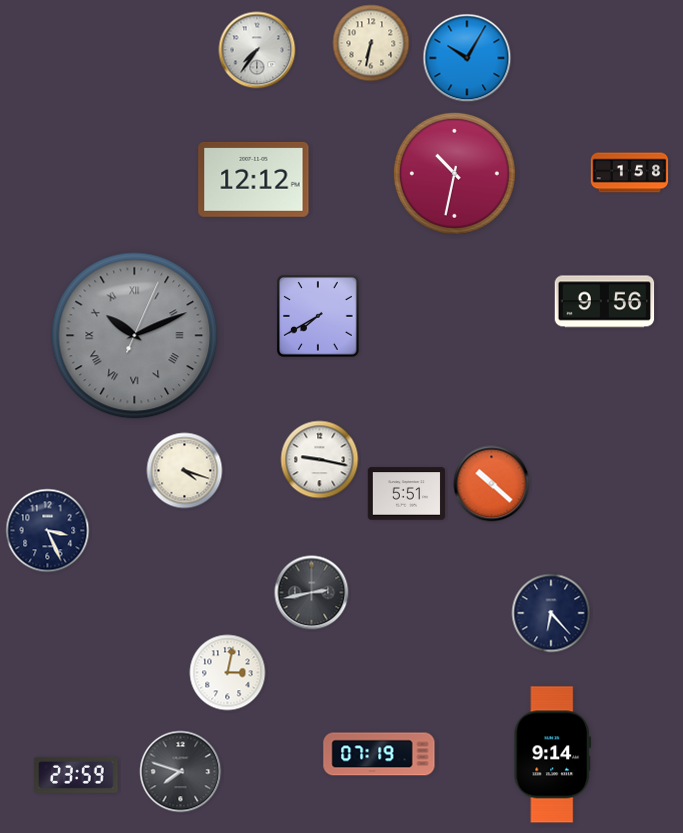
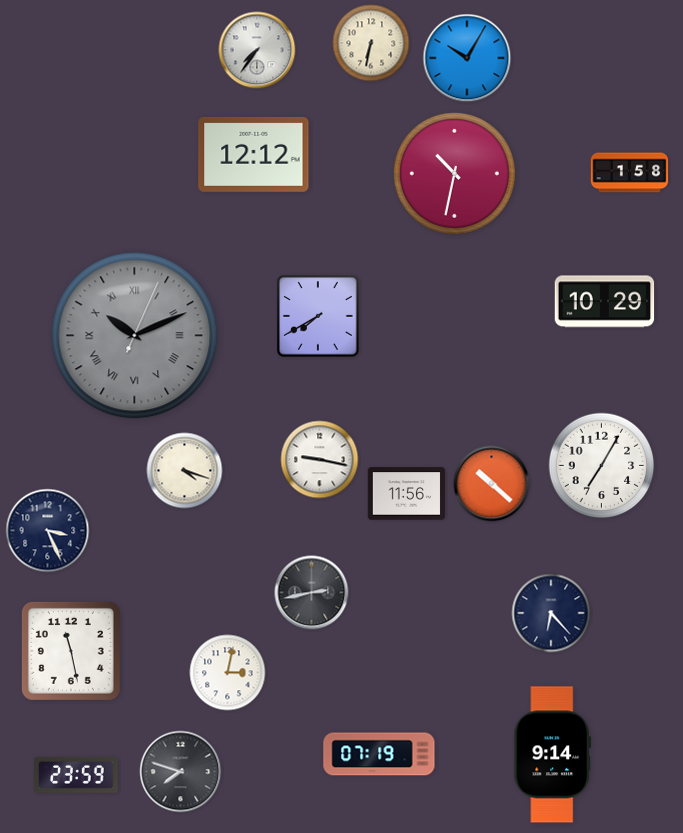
clock at (254, 179) position: (254, 179) -> (254, 154)
clock at (605, 302): 9:56 -> 10:29
clock at (602, 466): none -> 7:05
clock at (407, 494): 5:51 -> 11:56
clock at (71, 651): none -> 11:28
